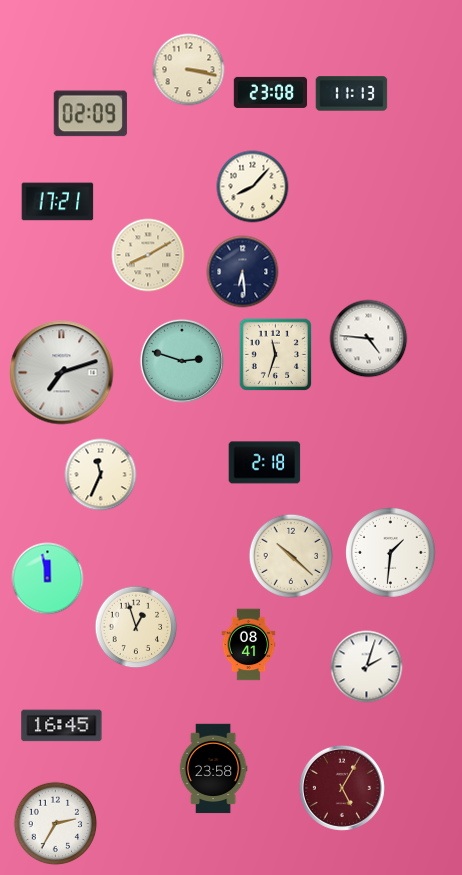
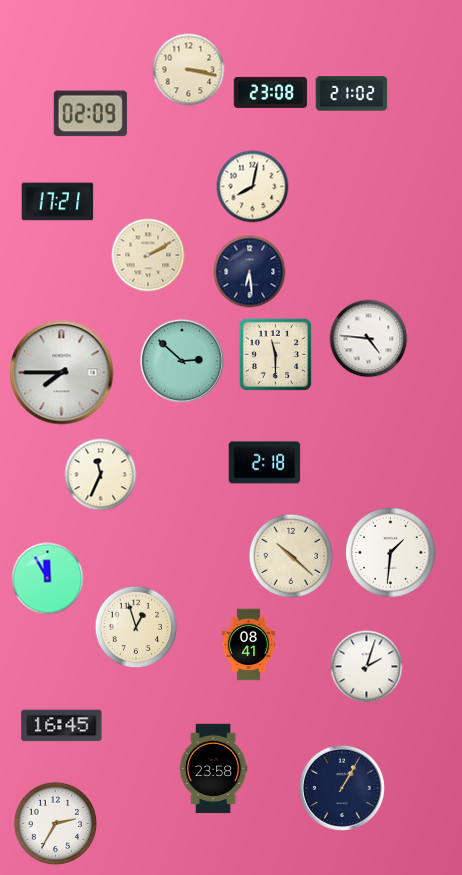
clock at (352, 94): 11:13 -> 21:02
clock at (253, 187): 8:07 -> 8:02
clock at (148, 255): 8:10 -> 2:10
clock at (243, 272) position: (243, 272) -> (250, 272)
clock at (275, 354): 11:33 -> 11:30
clock at (182, 361): 2:48 -> 2:52
clock at (62, 373): 7:12 -> 7:45
clock at (48, 579): 11:58 -> 11:55
clock at (342, 788): 5:05 -> 1:05
clock at (342, 788) dial: burgundy -> navy
